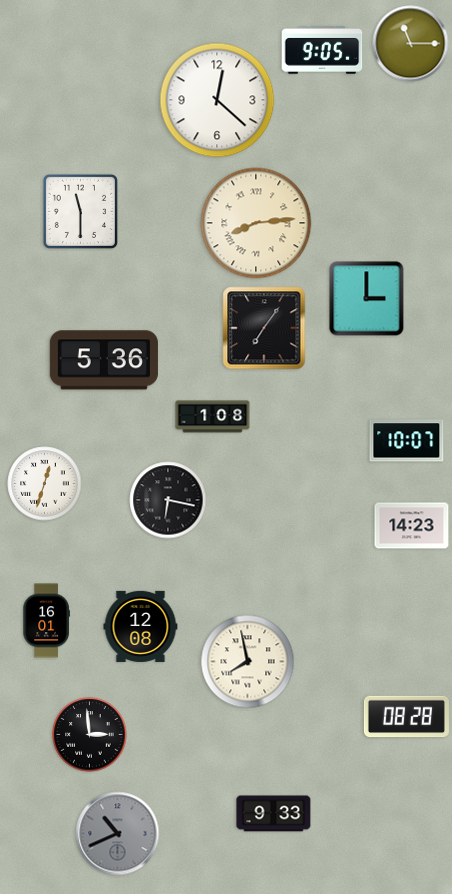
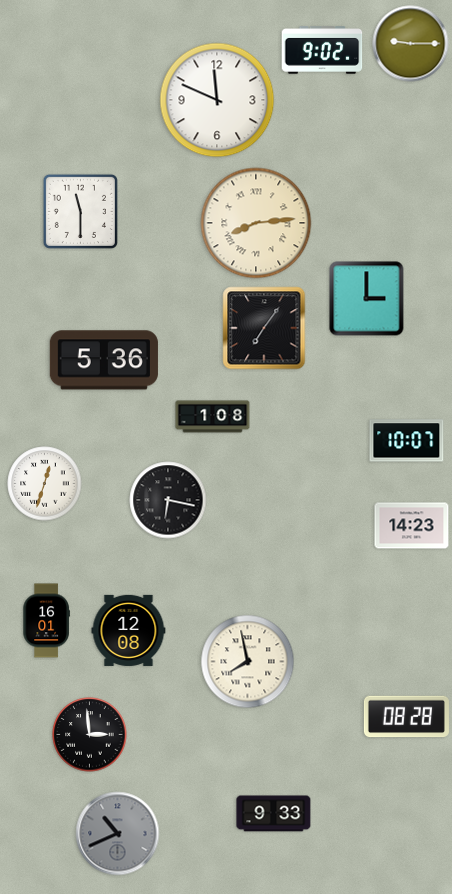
clock at (411, 44): 11:15 -> 9:15
clock at (322, 50): 9:05 -> 9:02
clock at (217, 100): 12:22 -> 11:49
clock at (141, 626) position: (141, 626) -> (129, 630)
